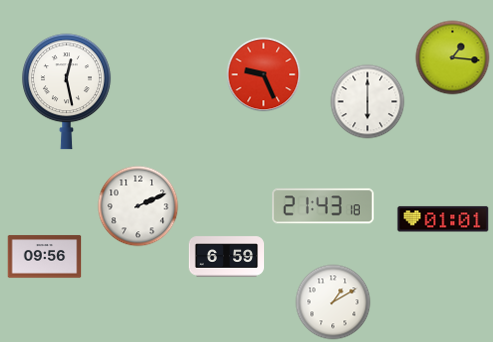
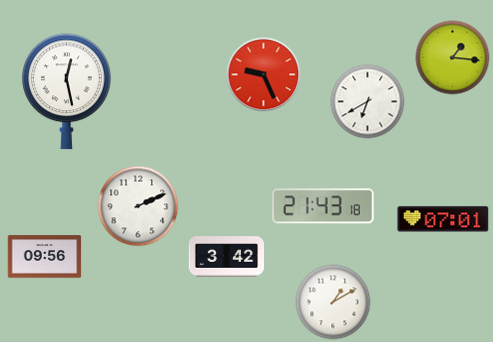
clock at (368, 102): 6:00 -> 6:40
clock at (443, 219): 01:01 -> 07:01
clock at (227, 257): 6:59 -> 3:42
